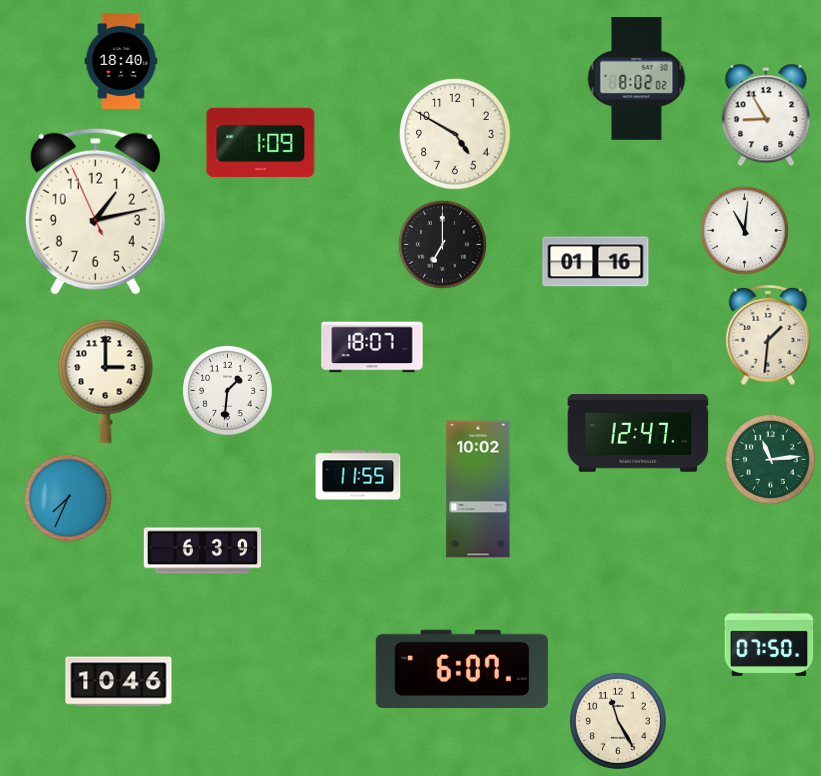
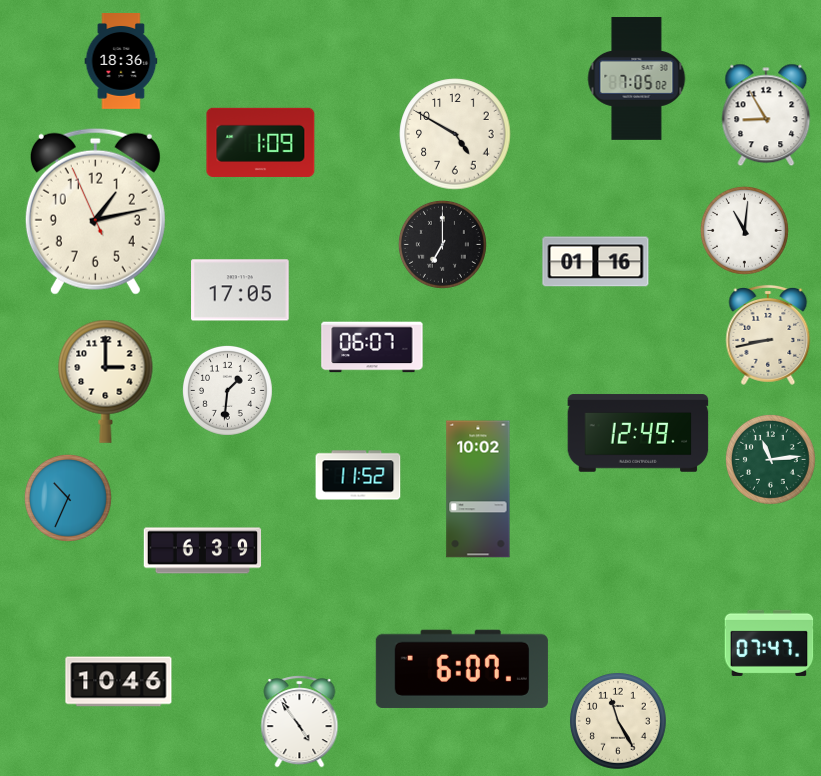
clock at (121, 62): 18:40 -> 18:36
clock at (637, 79): 8:02 -> 7:05
clock at (240, 290): none -> 17:05
clock at (768, 335): 1:31 -> 8:43
clock at (372, 347): 18:07 -> 06:07
clock at (638, 433): 12:47 -> 12:49
clock at (358, 475): 11:55 -> 11:52
clock at (68, 498): 7:34 -> 10:34
clock at (769, 643): 07:50 -> 07:47
clock at (300, 722): none -> 4:54
